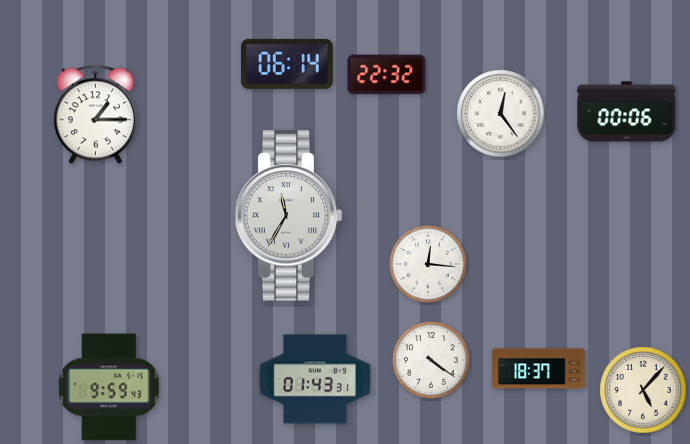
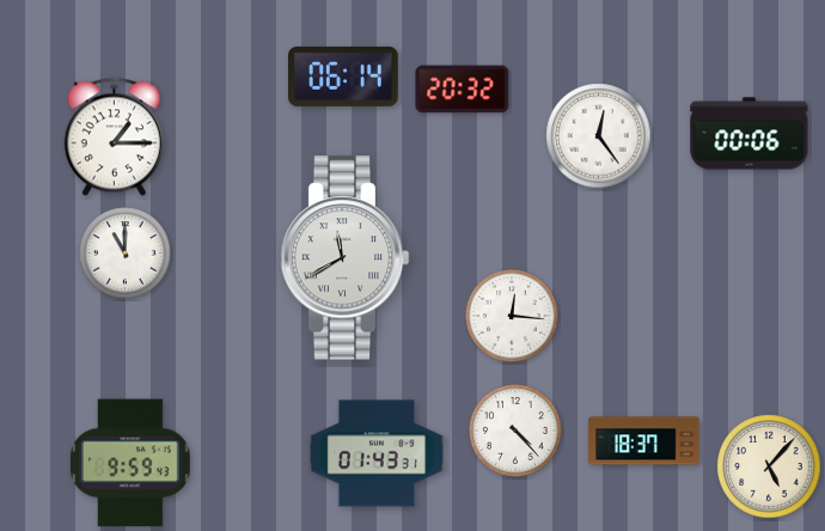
clock at (387, 75): 22:32 -> 20:32
clock at (126, 254): none -> 11:00
clock at (288, 216): 11:35 -> 11:40
clock at (431, 360): 4:21 -> 4:23
